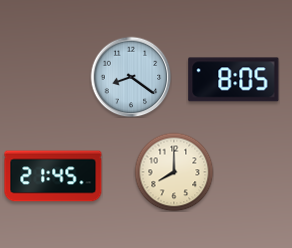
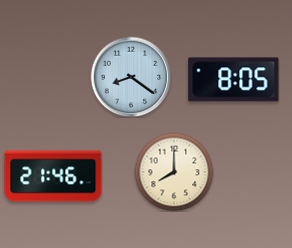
clock at (53, 176): 21:45 -> 21:46
